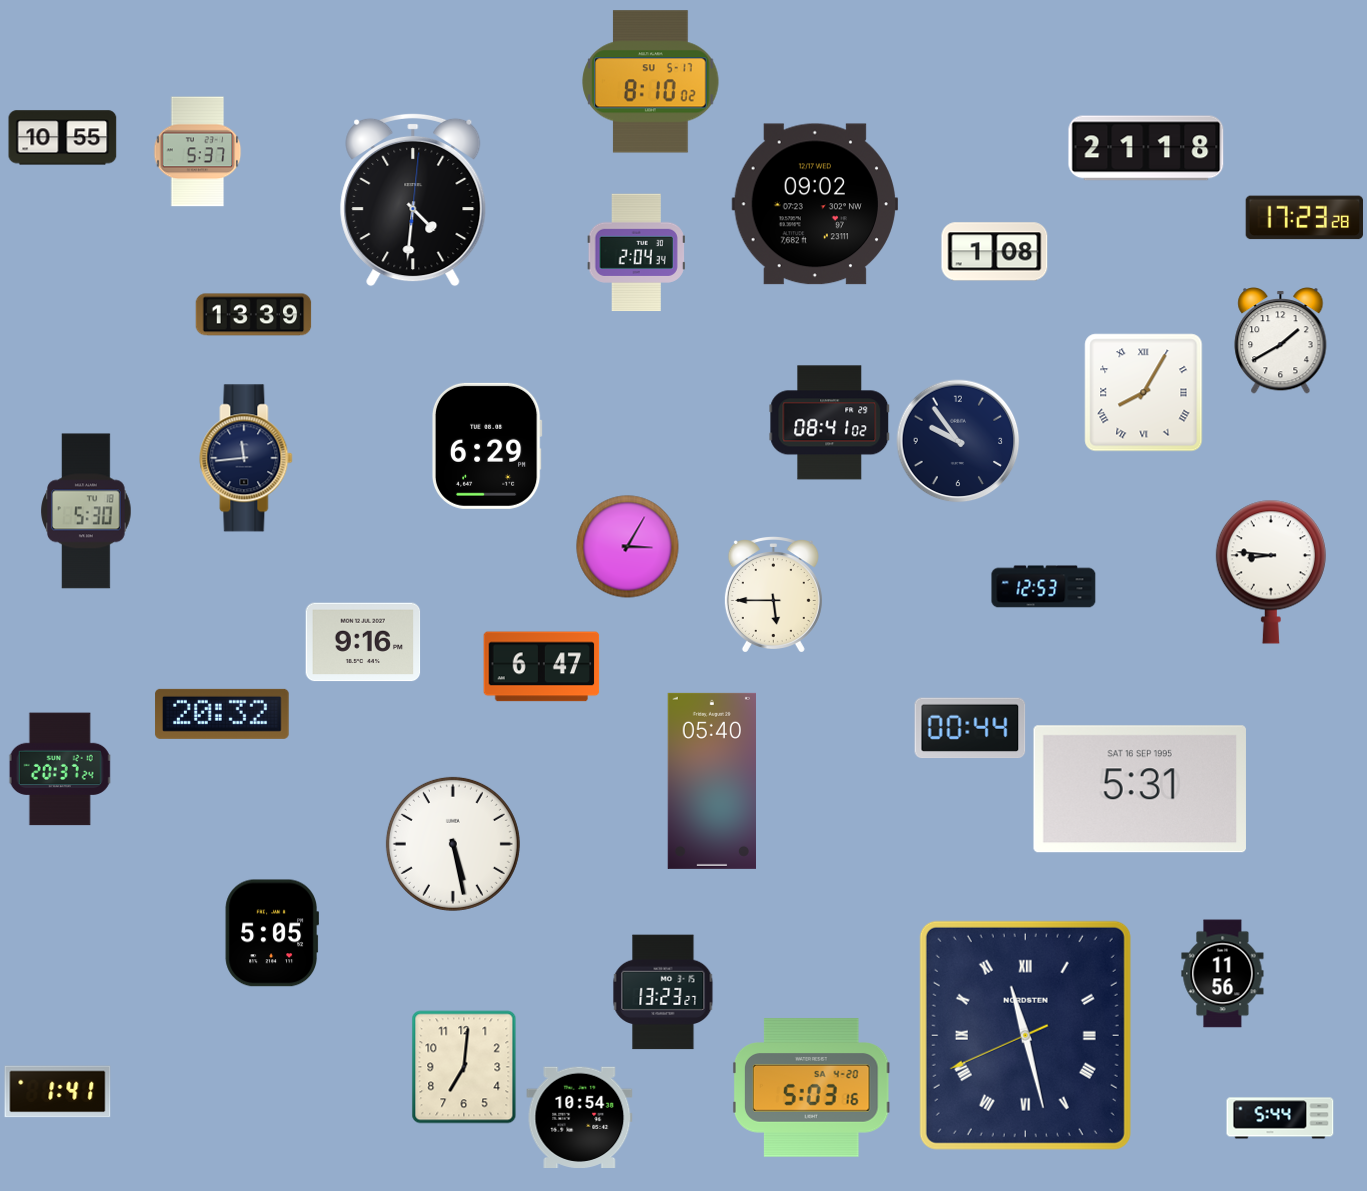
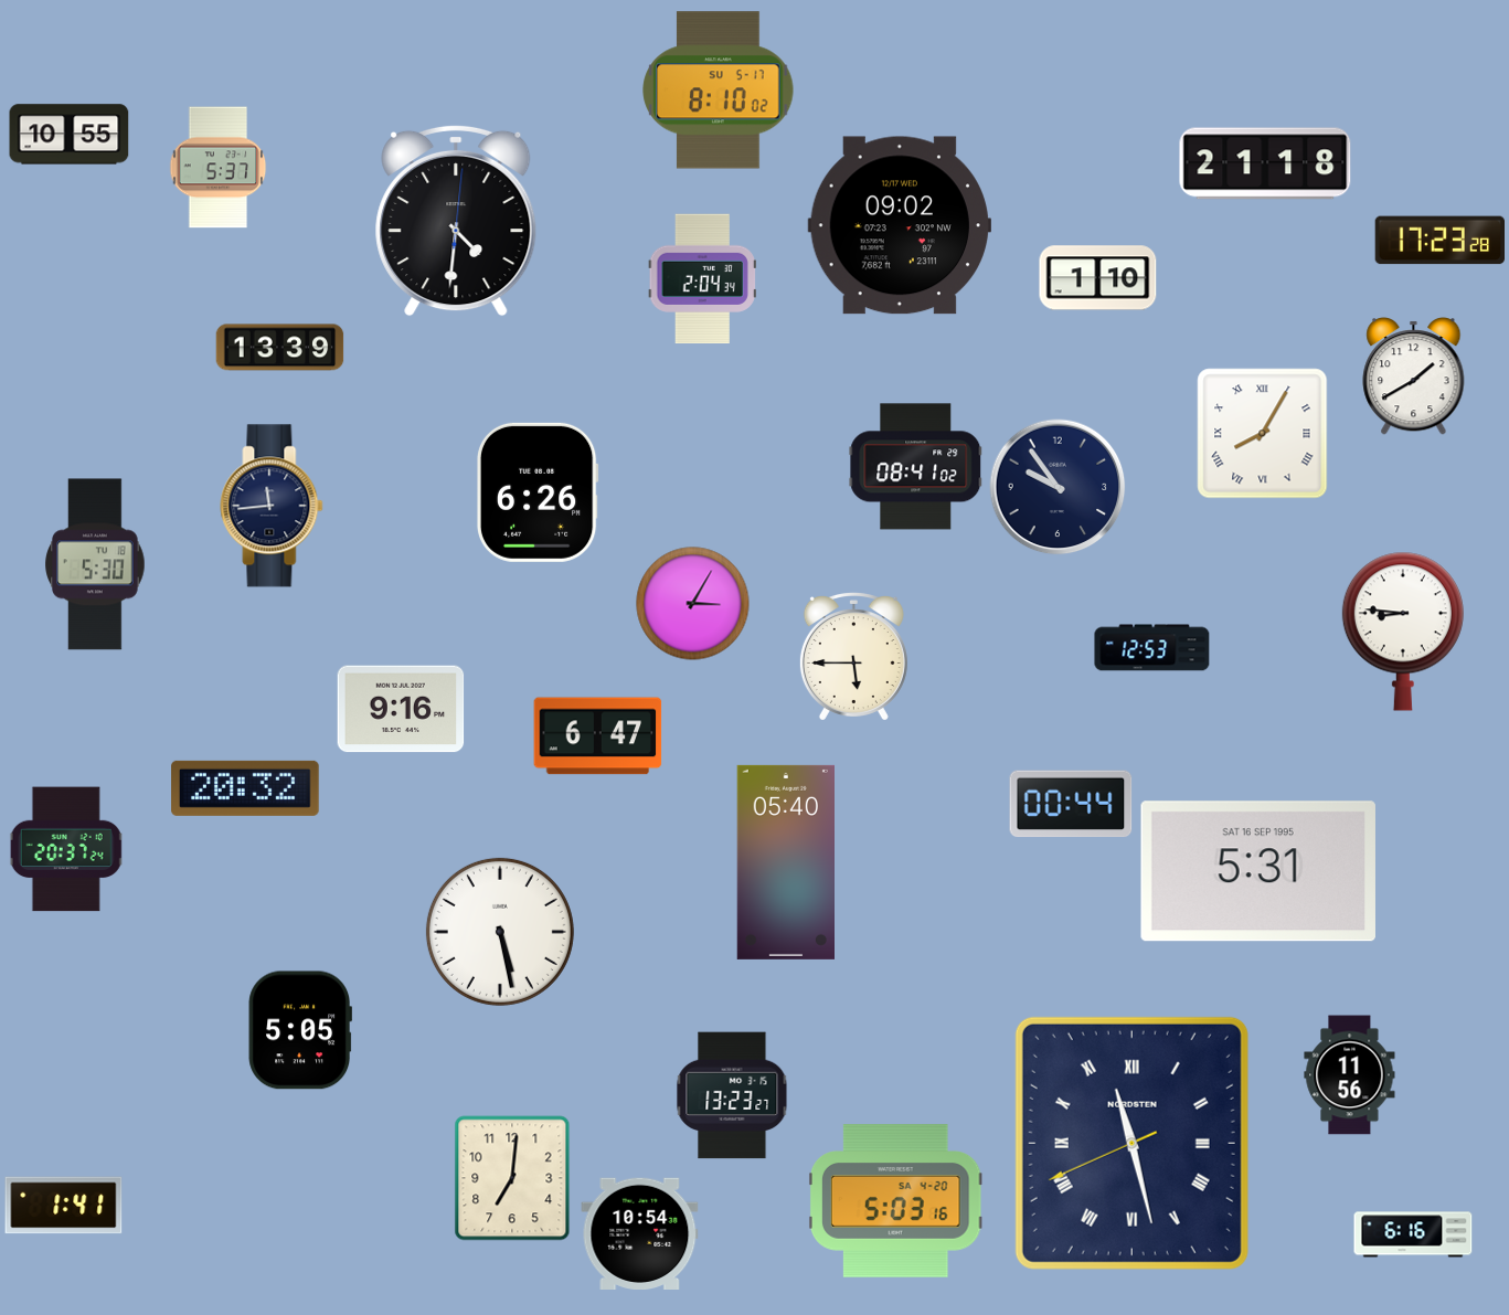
clock at (63, 138) position: (63, 138) -> (70, 135)
clock at (995, 252): 1:08 -> 1:10
clock at (487, 446): 6:29 -> 6:26
clock at (1280, 1118): 5:44 -> 6:16
